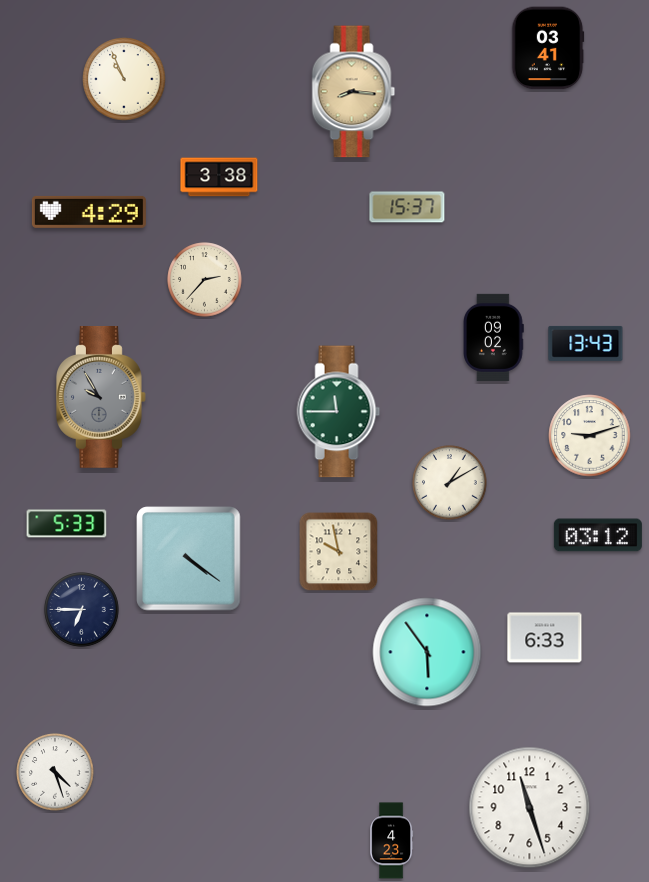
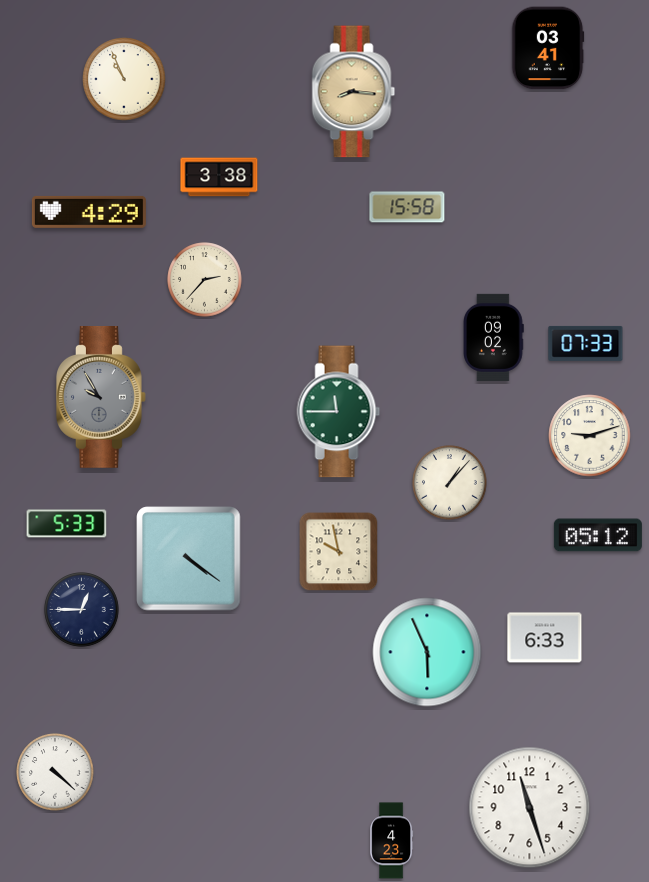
clock at (407, 207): 15:37 -> 15:58
clock at (586, 343): 13:43 -> 07:33
clock at (450, 483): 1:10 -> 1:07
clock at (598, 535): 03:12 -> 05:12
clock at (82, 610): 6:45 -> 12:45
clock at (427, 652): 5:54 -> 5:56
clock at (55, 772): 4:27 -> 4:22
